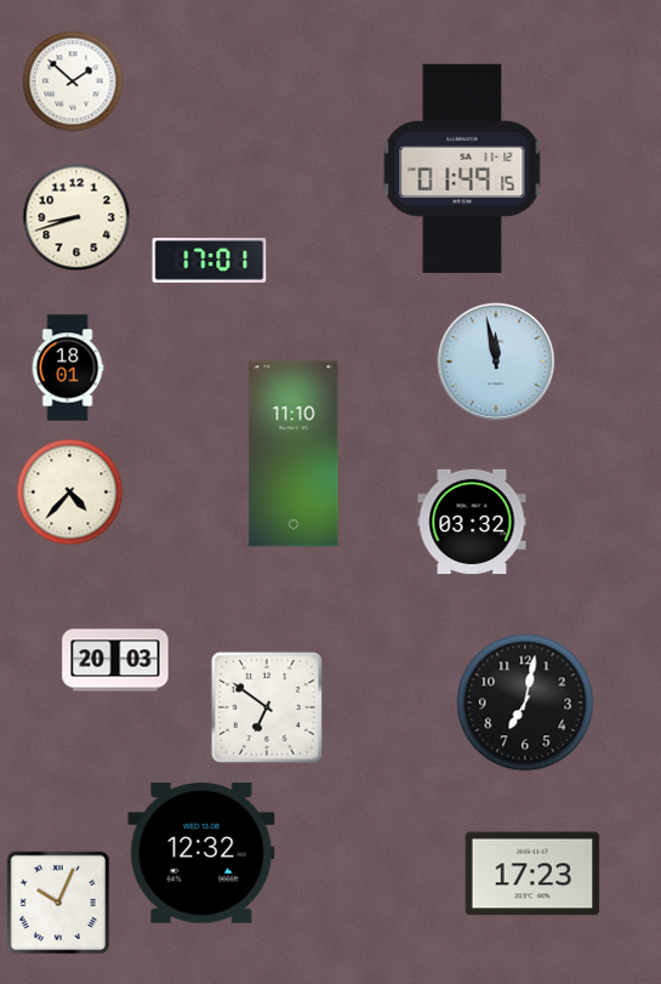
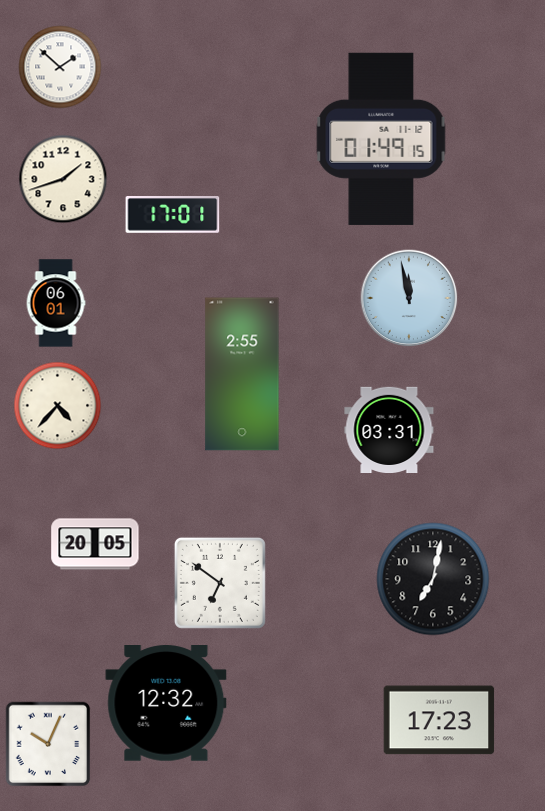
clock at (76, 217): 8:42 -> 1:42
clock at (68, 368): 18:01 -> 06:01
clock at (294, 454): 11:10 -> 2:55
clock at (472, 521): 03:32 -> 03:31
clock at (115, 660): 20:03 -> 20:05
